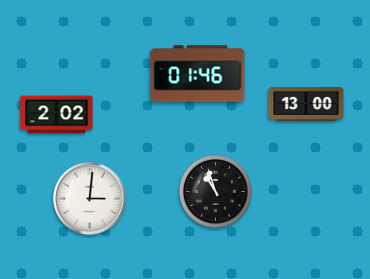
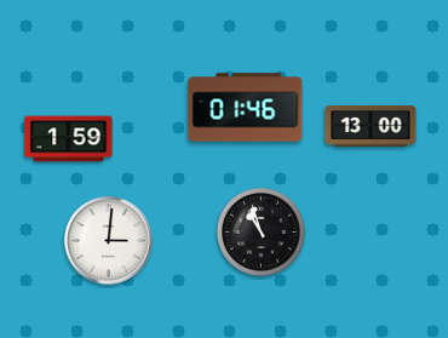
clock at (198, 74) position: (198, 74) -> (246, 108)
clock at (57, 115): 2:02 -> 1:59
